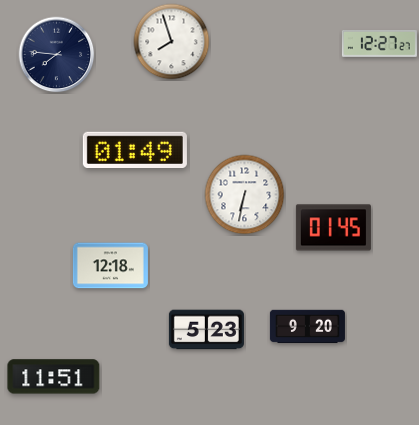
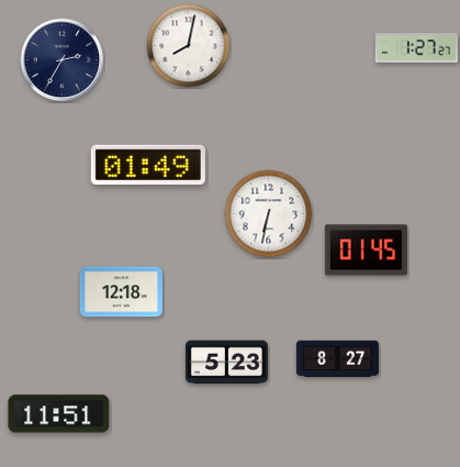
clock at (172, 42): 7:57 -> 8:02
clock at (379, 43): 12:27 -> 1:27
clock at (57, 55): 7:46 -> 2:35
clock at (307, 327): 9:20 -> 8:27
